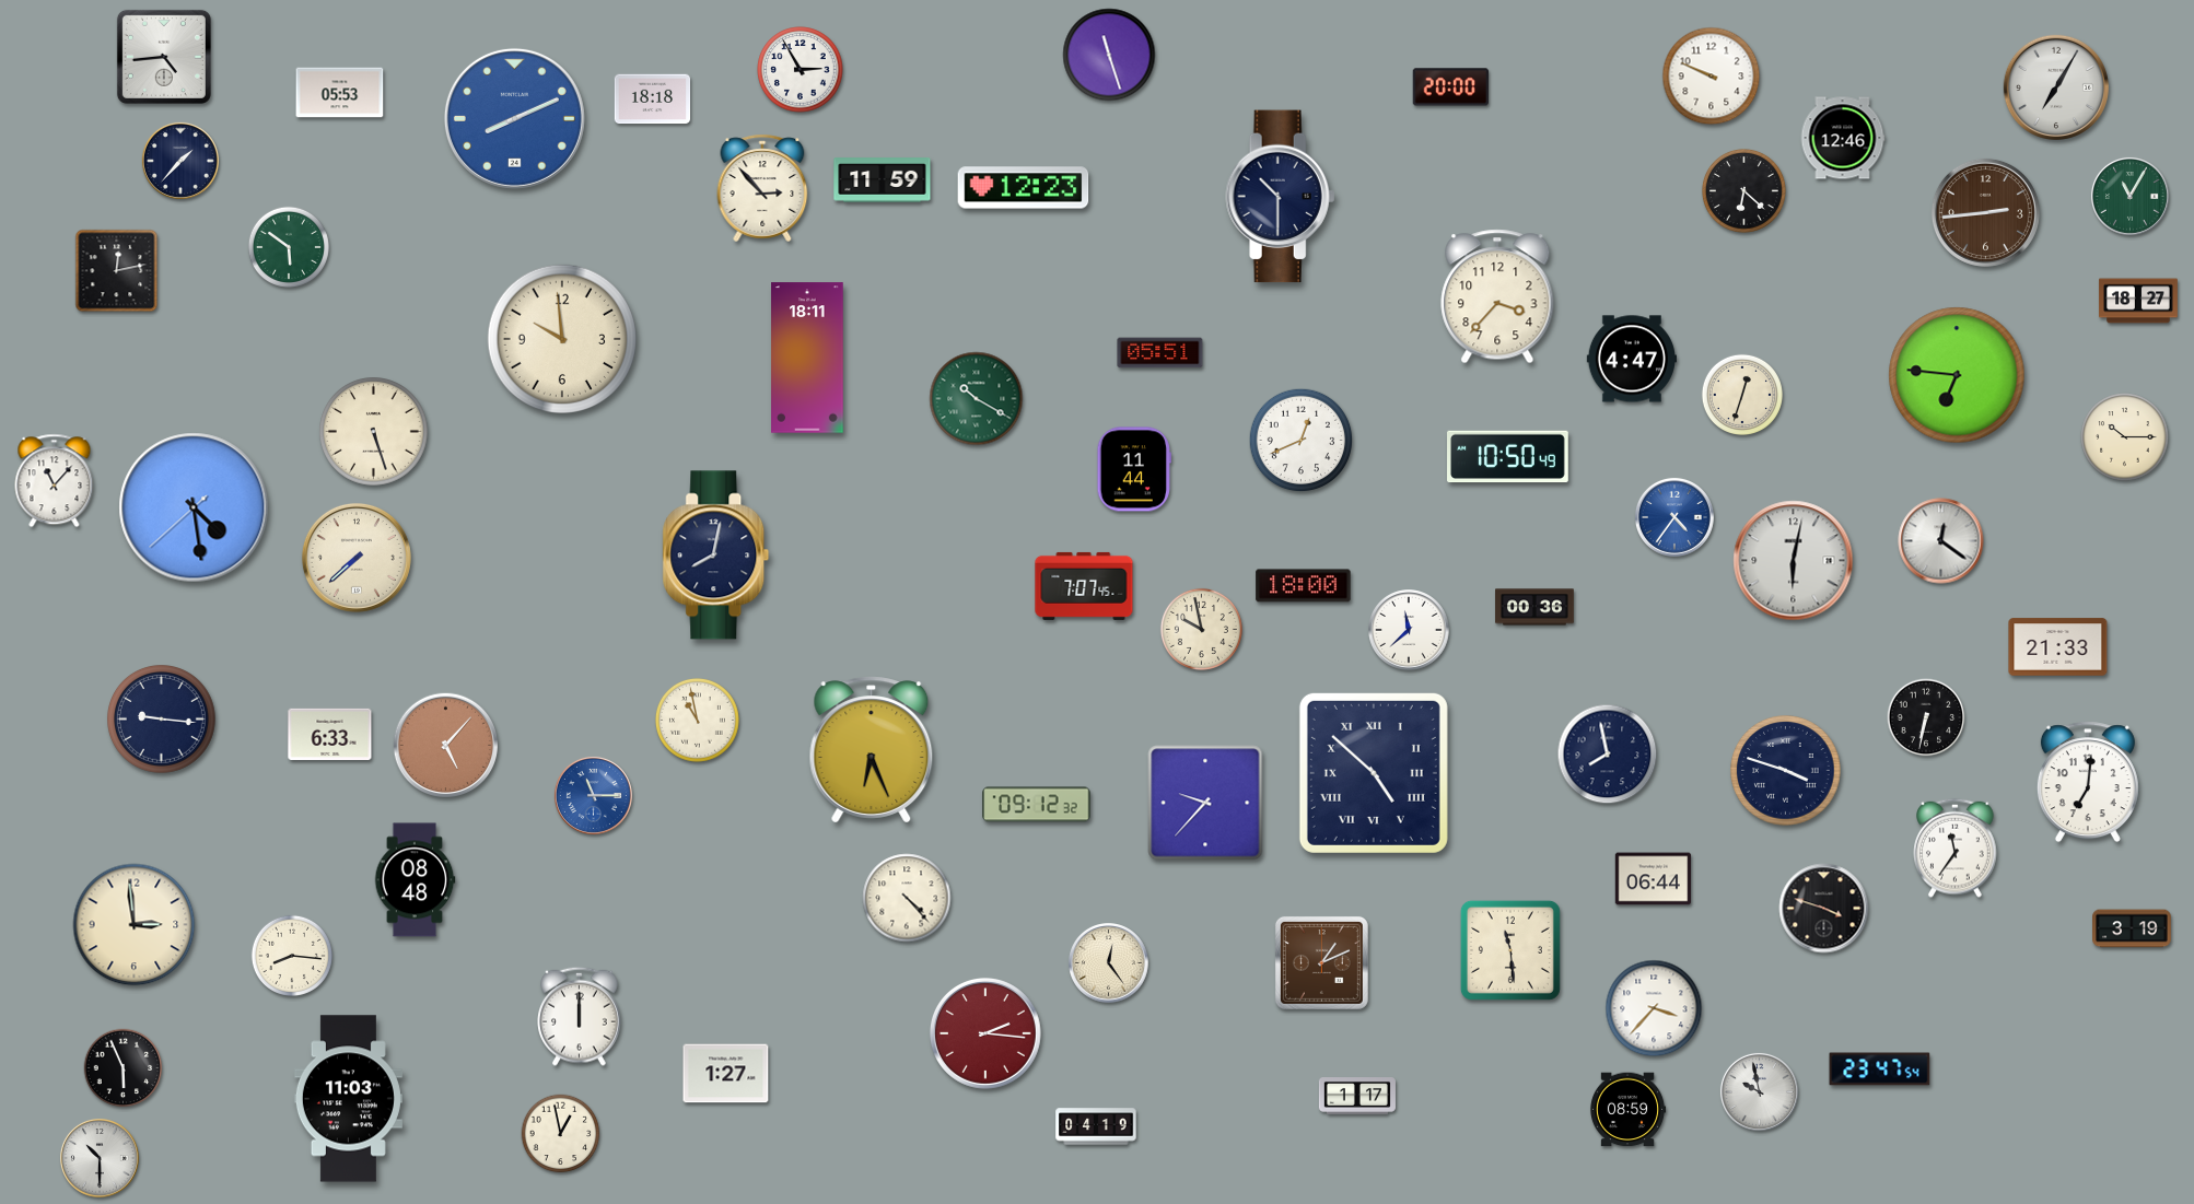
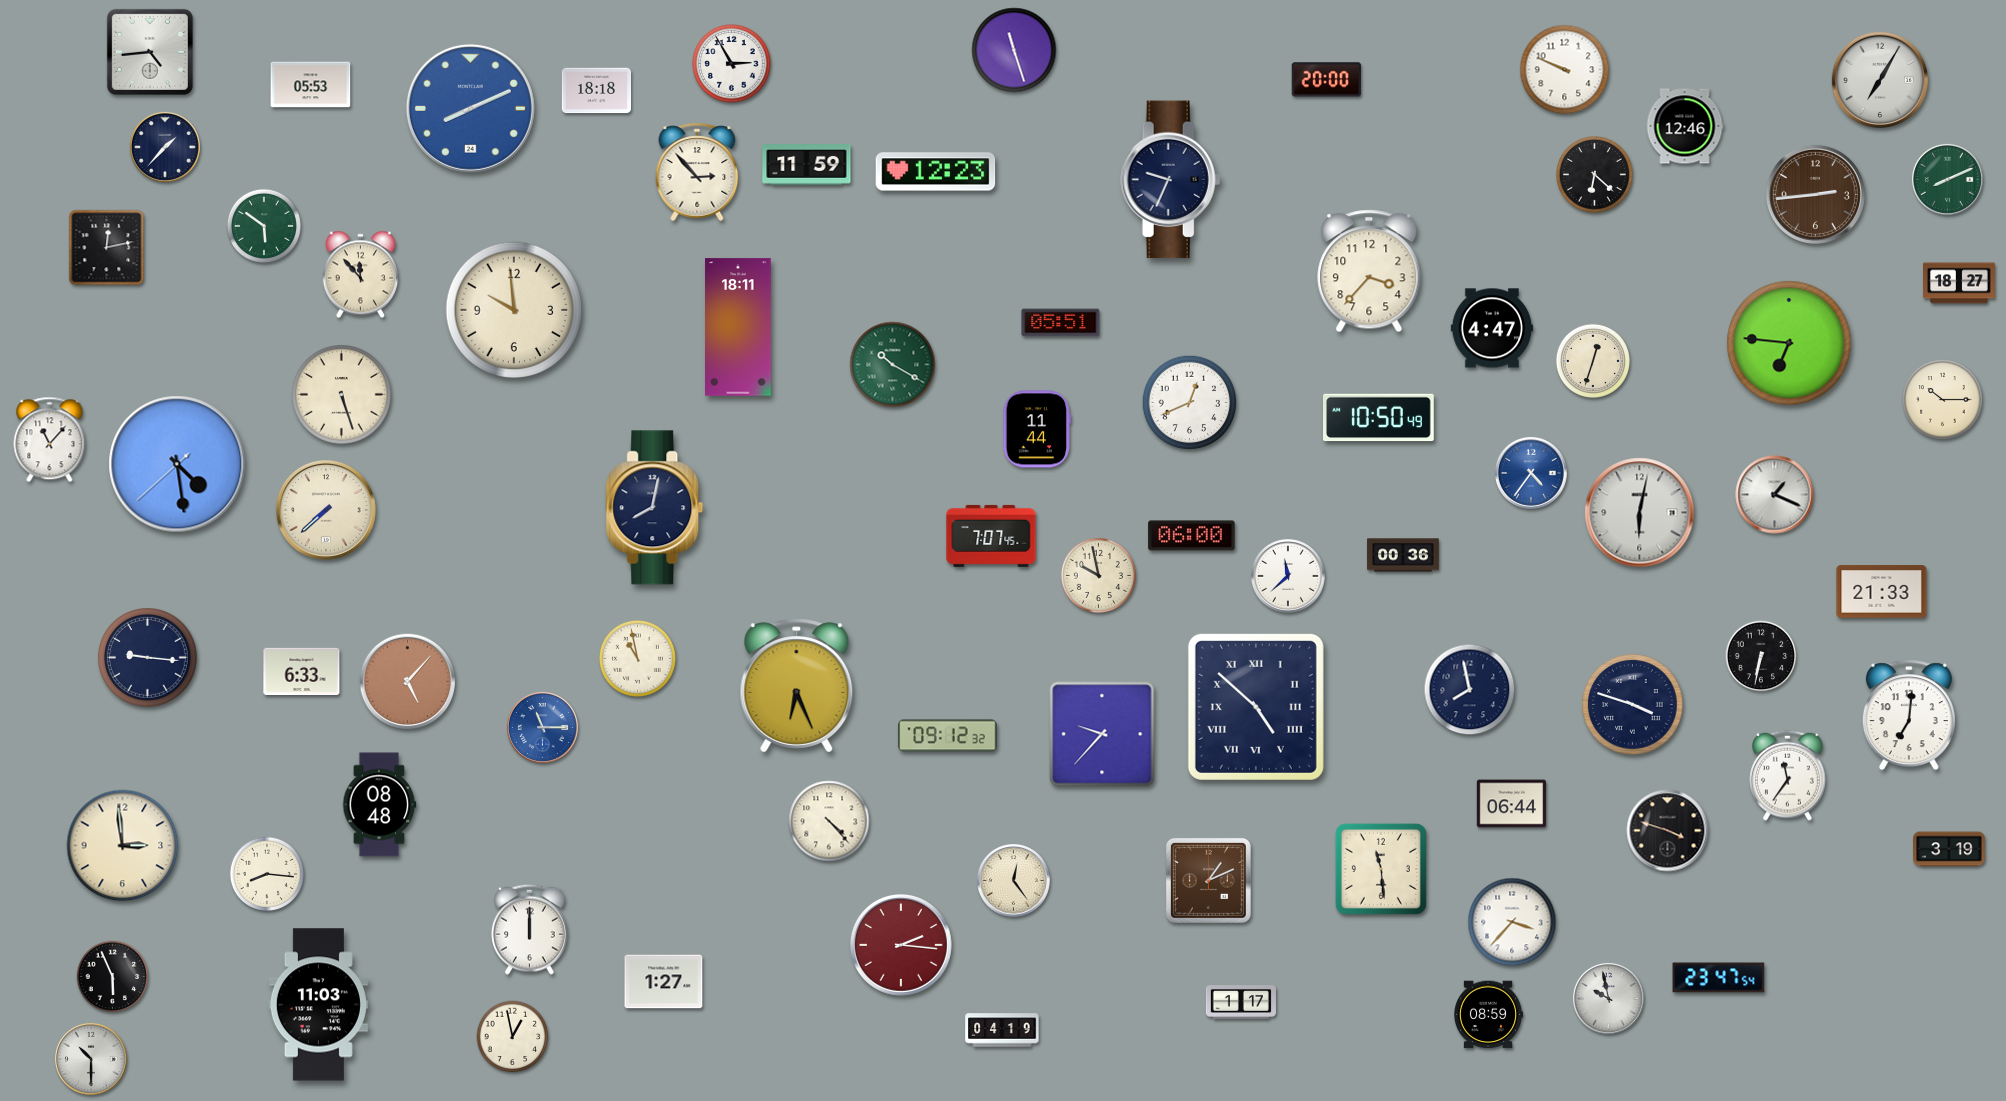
clock at (2129, 196): 11:05 -> 8:11
clock at (1281, 197): 10:30 -> 9:34
clock at (360, 275): none -> 11:53
clock at (2138, 301) position: (2138, 301) -> (1959, 283)
clock at (1941, 541): 12:21 -> 1:19
clock at (1304, 586): 18:00 -> 06:00
